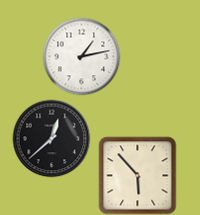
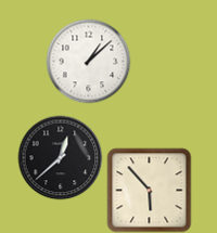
clock at (81, 56): 1:13 -> 1:08
clock at (51, 138) position: (51, 138) -> (60, 157)
